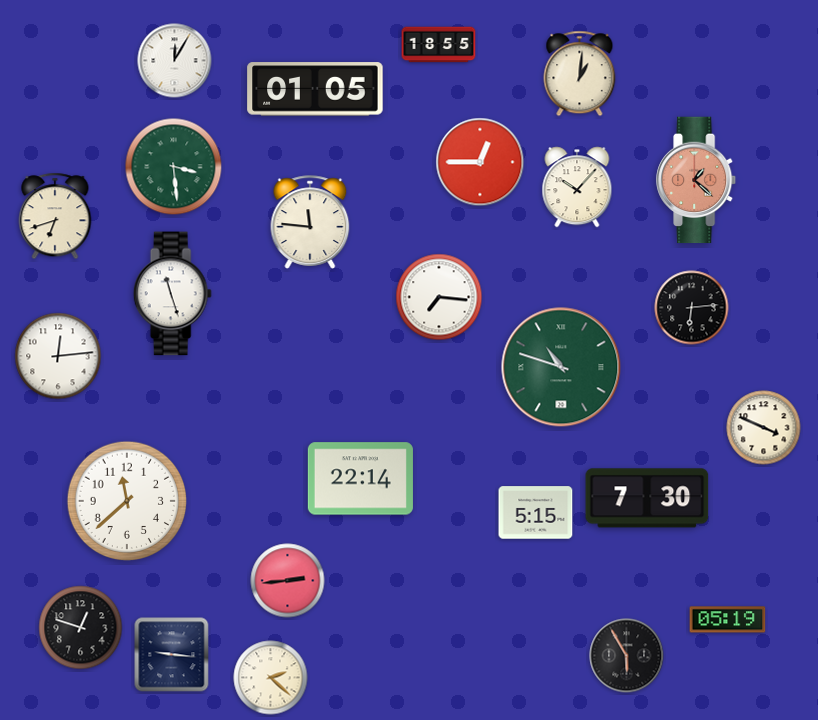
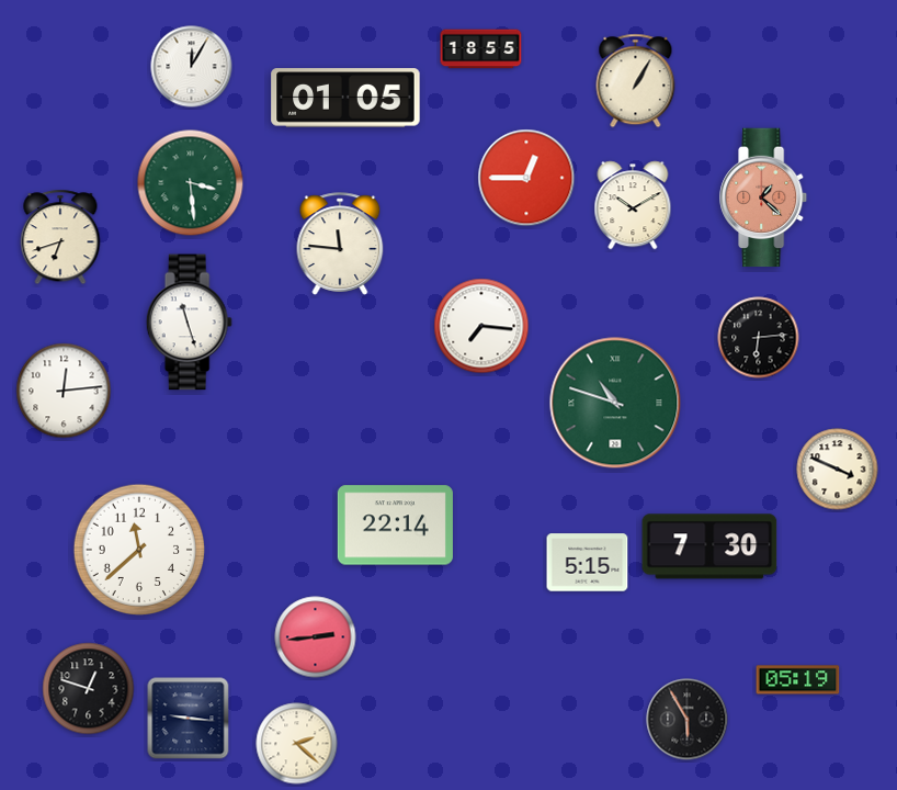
clock at (580, 74): 1:01 -> 1:05
clock at (577, 187): 10:07 -> 10:10
